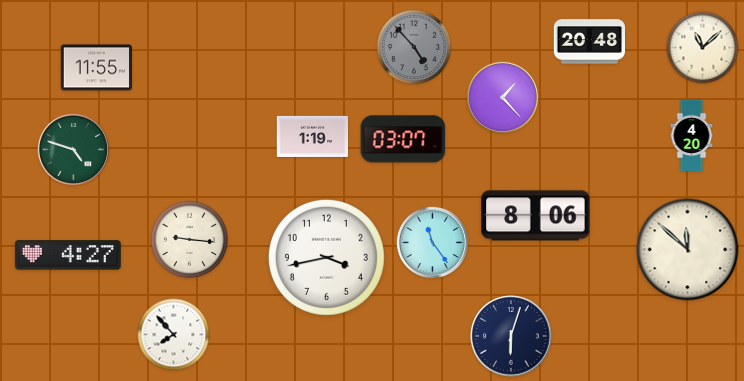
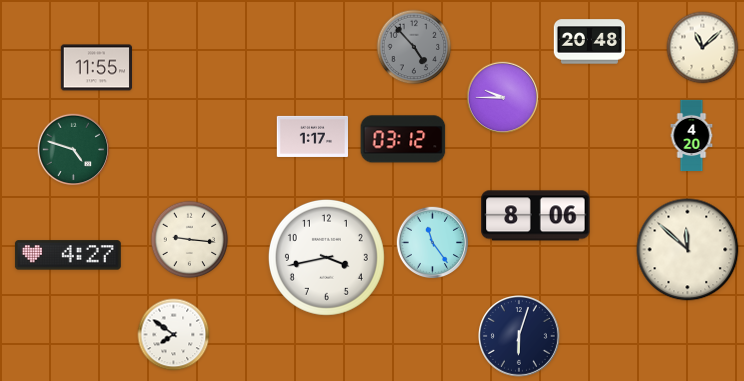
clock at (503, 98): 1:23 -> 9:45
clock at (312, 136): 1:19 -> 1:17
clock at (403, 139): 03:07 -> 03:12
clock at (174, 335): 7:53 -> 7:51
clock at (512, 337) position: (512, 337) -> (520, 337)
